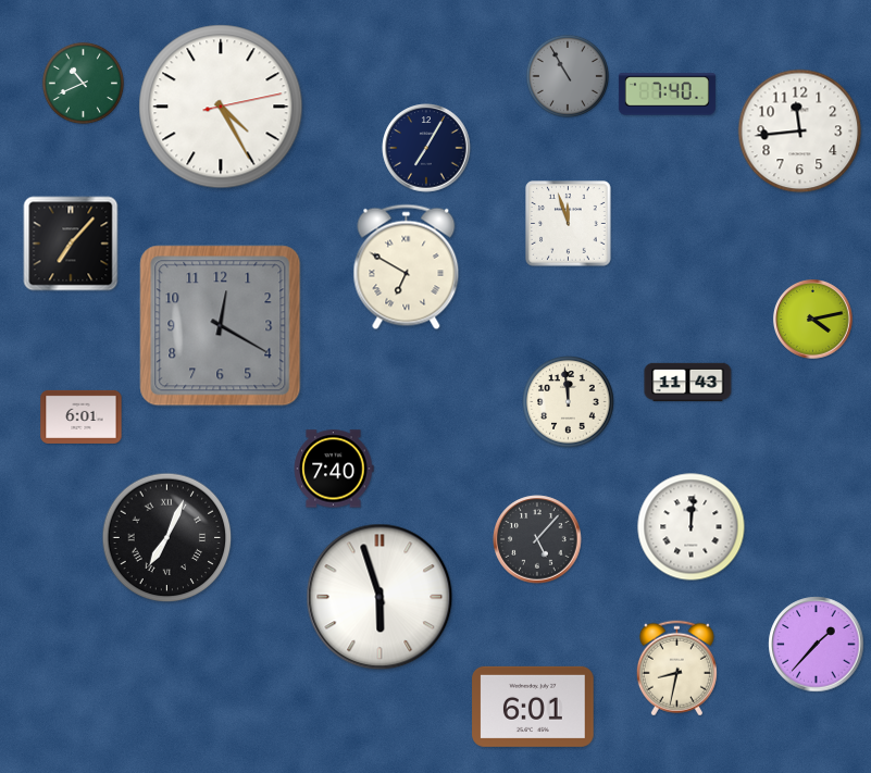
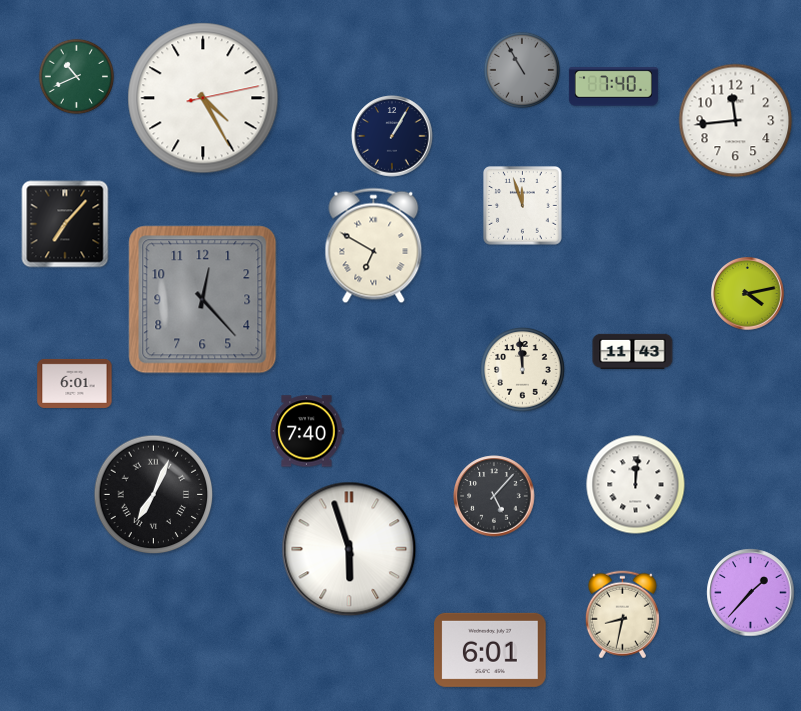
clock at (426, 148): 7:05 -> 1:05
clock at (221, 326): 12:20 -> 12:23
